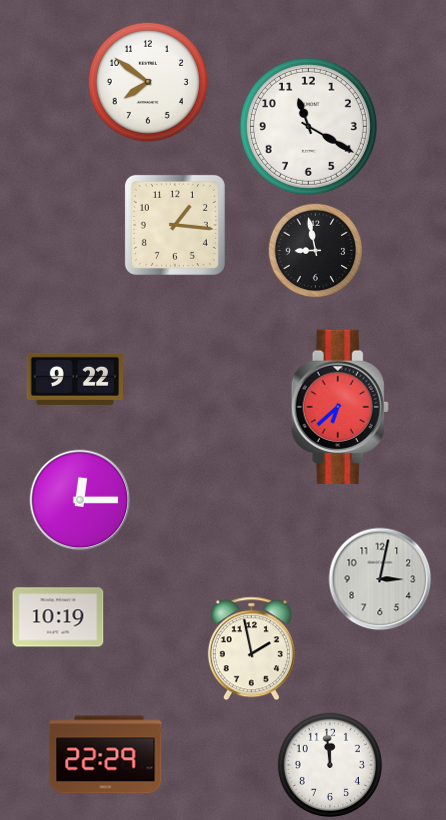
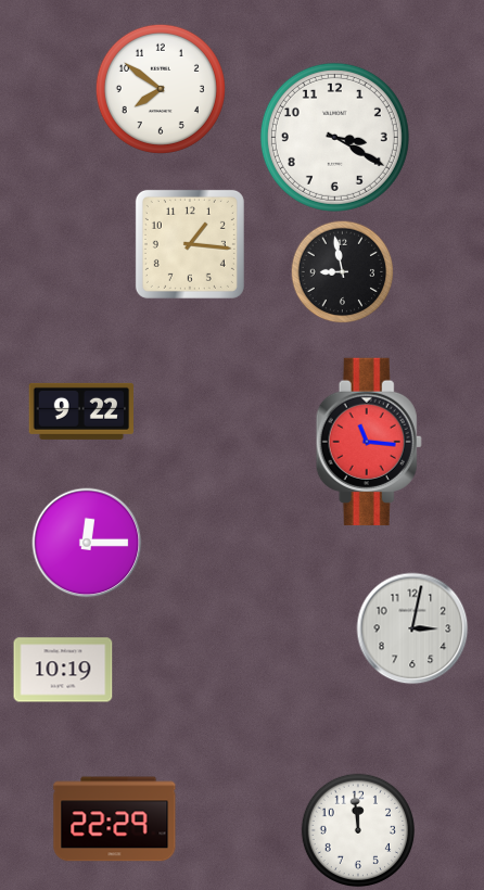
clock at (308, 126): 11:20 -> 3:20
clock at (340, 407): 6:38 -> 11:16
clock at (251, 649): 1:58 -> none
